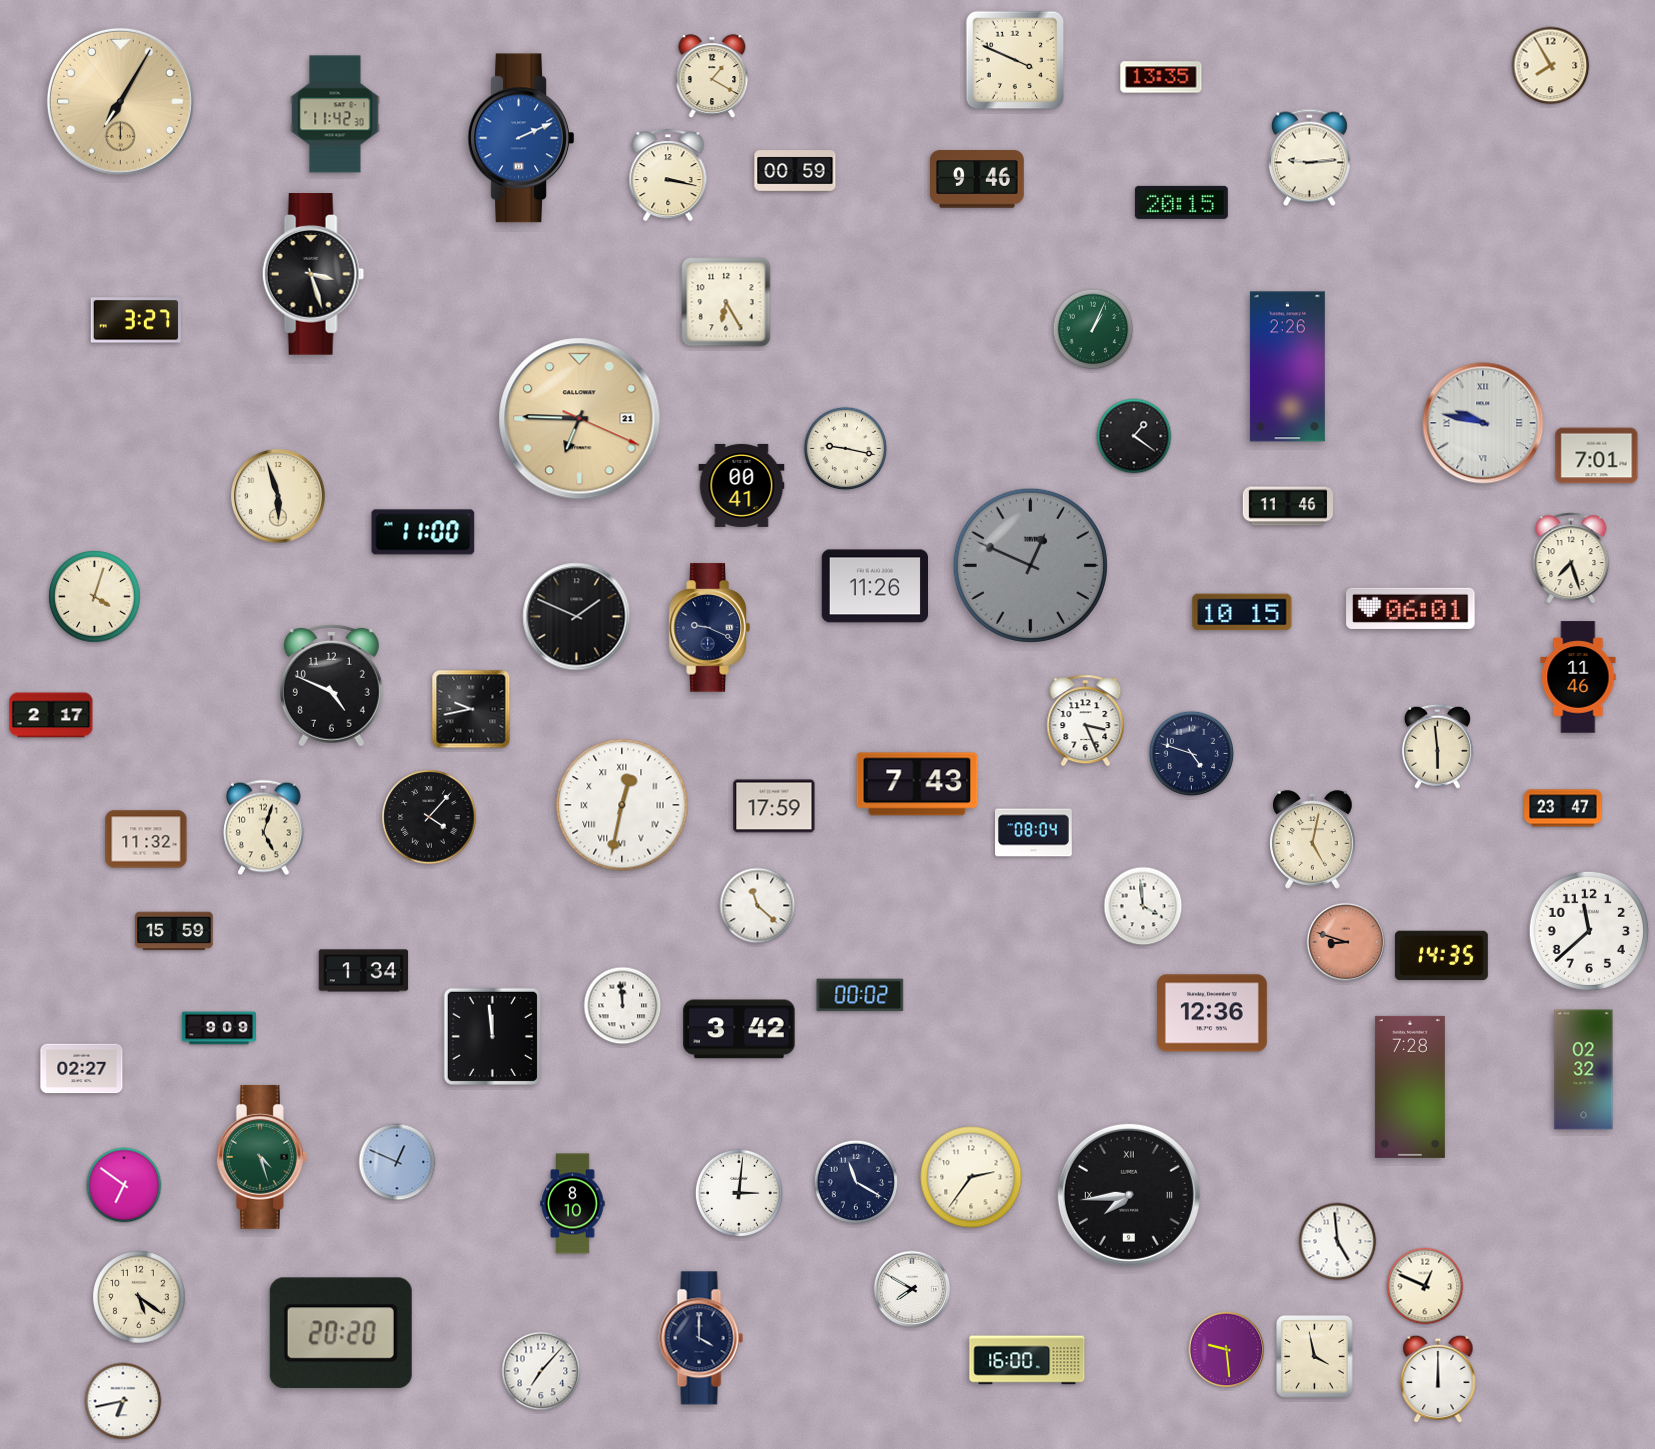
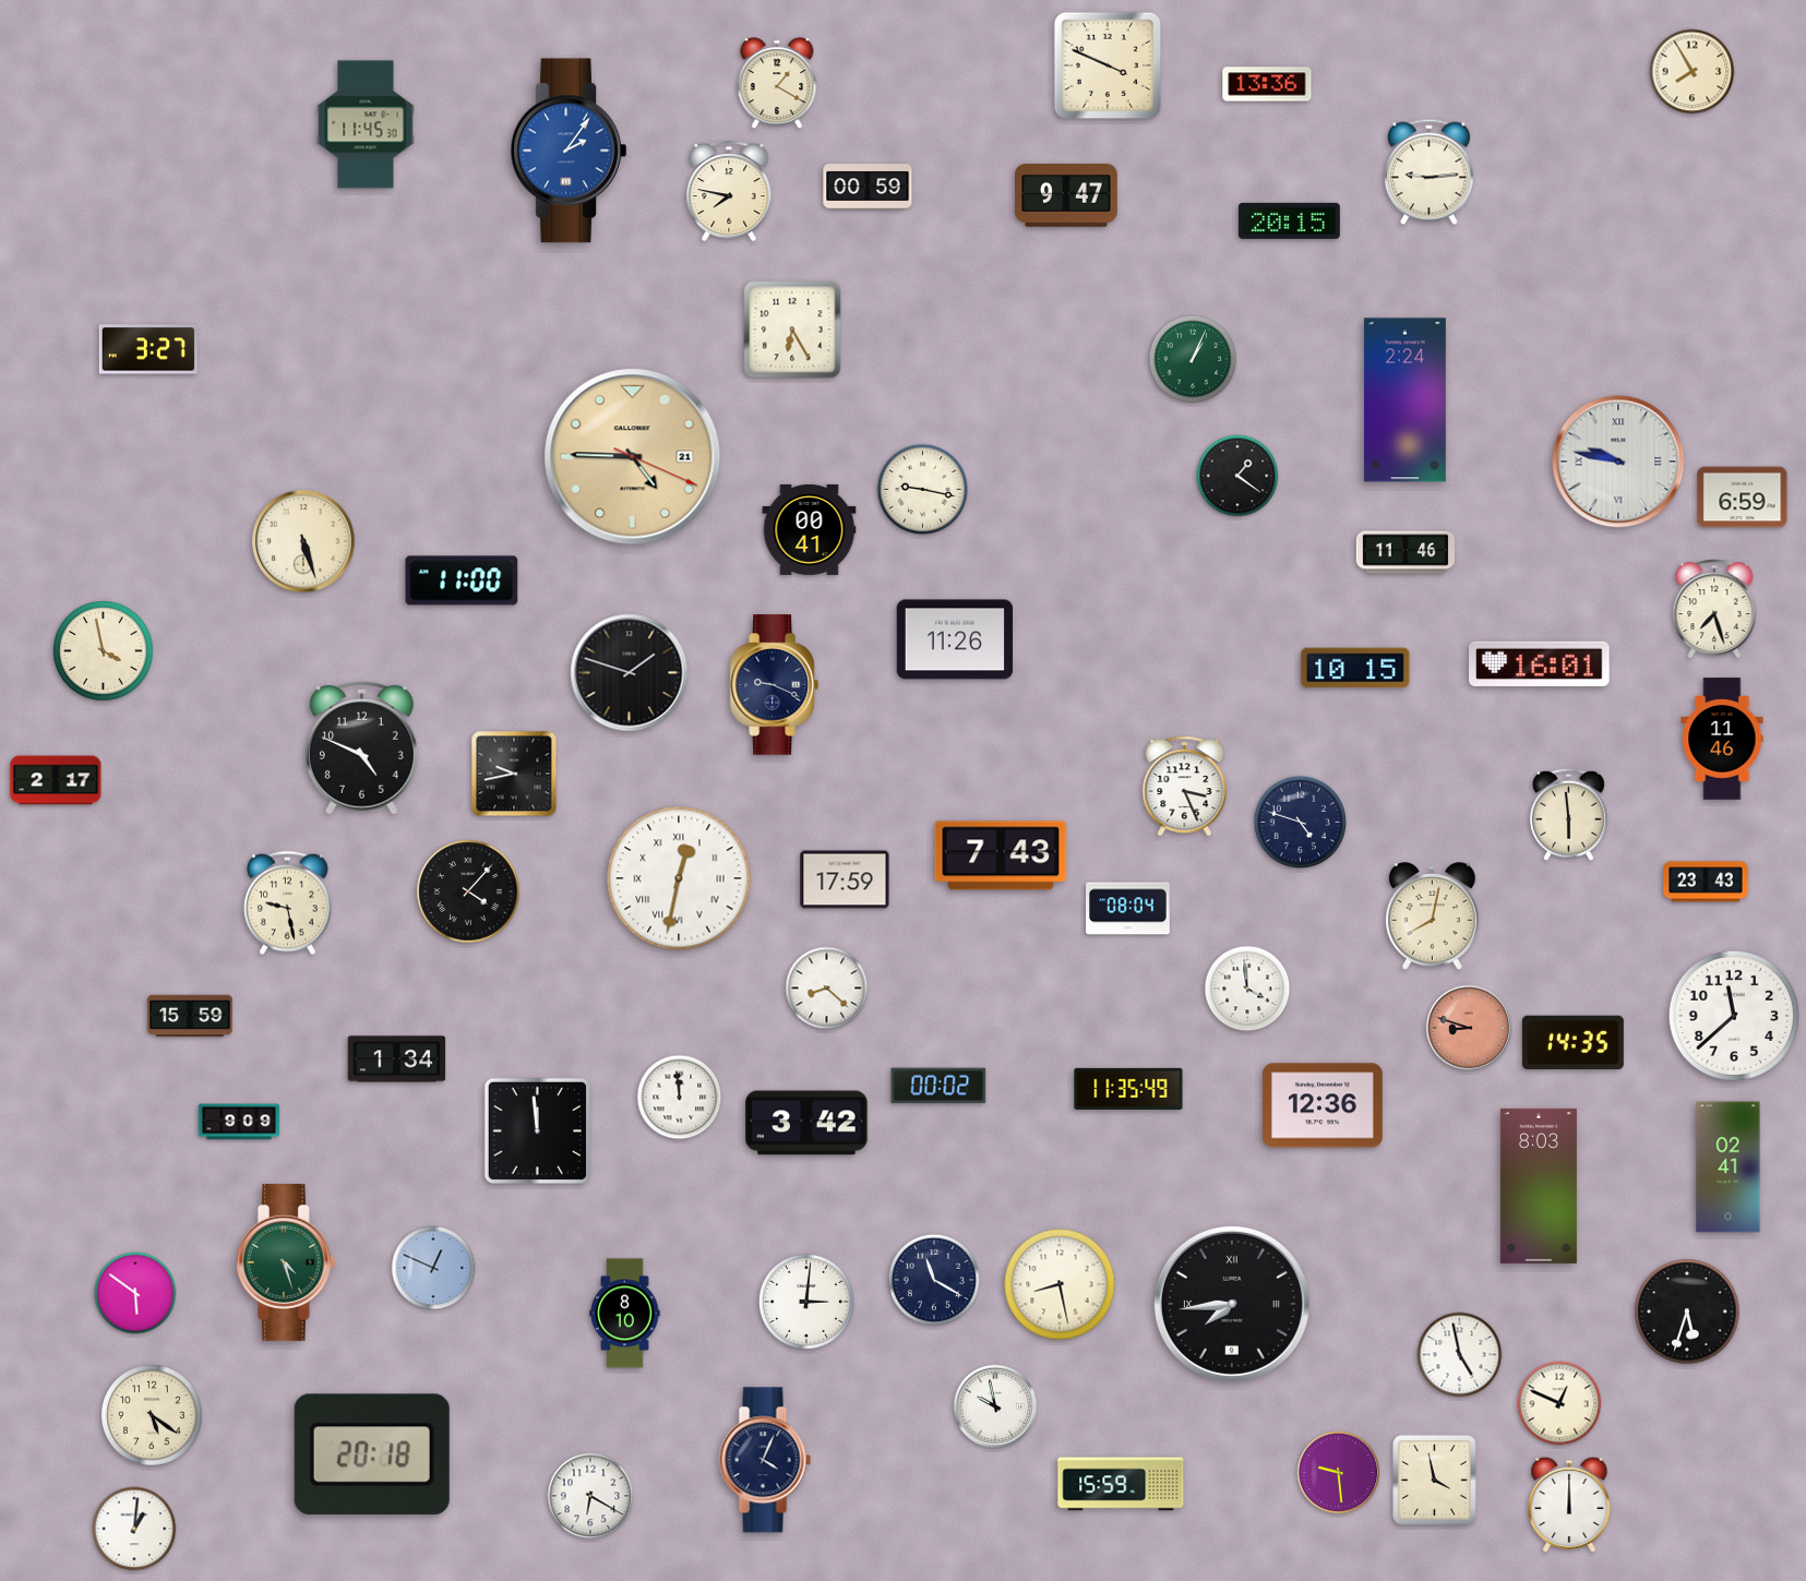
clock at (1161, 77): 13:35 -> 13:36
clock at (120, 101): 7:05 -> none
clock at (335, 114): 11:42 -> 11:45
clock at (521, 138): 2:11 -> 2:06
clock at (668, 175): 3:17 -> 7:47
clock at (978, 179): 9:46 -> 9:47
clock at (313, 274): 3:27 -> none
clock at (1287, 367): 2:26 -> 2:24
clock at (580, 419): 6:45 -> 4:45
clock at (1597, 456): 7:01 -> 6:59
clock at (278, 496): 5:57 -> 5:27
clock at (1030, 565): 12:49 -> none
clock at (95, 597): 4:03 -> 3:58
clock at (1411, 608): 06:01 -> 16:01
clock at (577, 617): 1:49 -> 1:48
clock at (1563, 808): 23:47 -> 23:43
clock at (264, 828): 5:03 -> 9:28
clock at (146, 839): 11:32 -> none
clock at (1313, 840): 5:02 -> 8:02
clock at (758, 906): 11:22 -> 8:22
clock at (1128, 1089): none -> 11:35
clock at (82, 1069): 02:27 -> none
clock at (1584, 1070): 02:32 -> 02:41
clock at (1410, 1087): 7:28 -> 8:03
clock at (971, 1177): 2:36 -> 8:28
clock at (856, 1182) position: (856, 1182) -> (934, 1280)
clock at (124, 1185): 6:51 -> 5:51
clock at (1687, 1311): none -> 5:33
clock at (1338, 1242): 4:59 -> 4:58
clock at (1425, 1286) position: (1425, 1286) -> (1559, 1403)
clock at (912, 1289): 7:50 -> 9:58
clock at (341, 1333): 20:20 -> 20:18
clock at (701, 1338): 4:00 -> 4:04
clock at (1027, 1360): 16:00 -> 15:59
clock at (541, 1371): 7:07 -> 6:20
clock at (123, 1401): 6:43 -> 1:01
